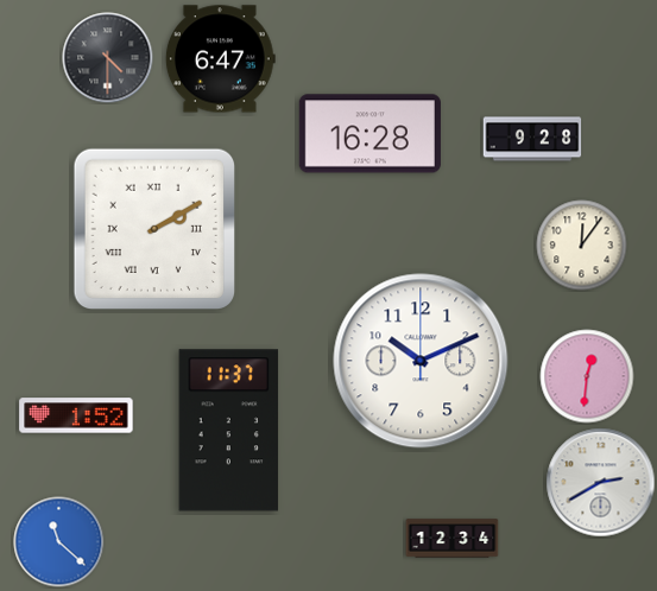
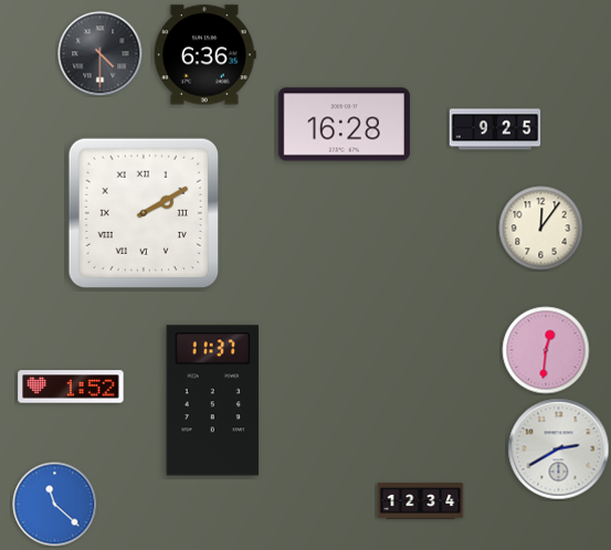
clock at (220, 59): 6:47 -> 6:36
clock at (532, 139): 9:28 -> 9:25
clock at (421, 361): 10:11 -> none
